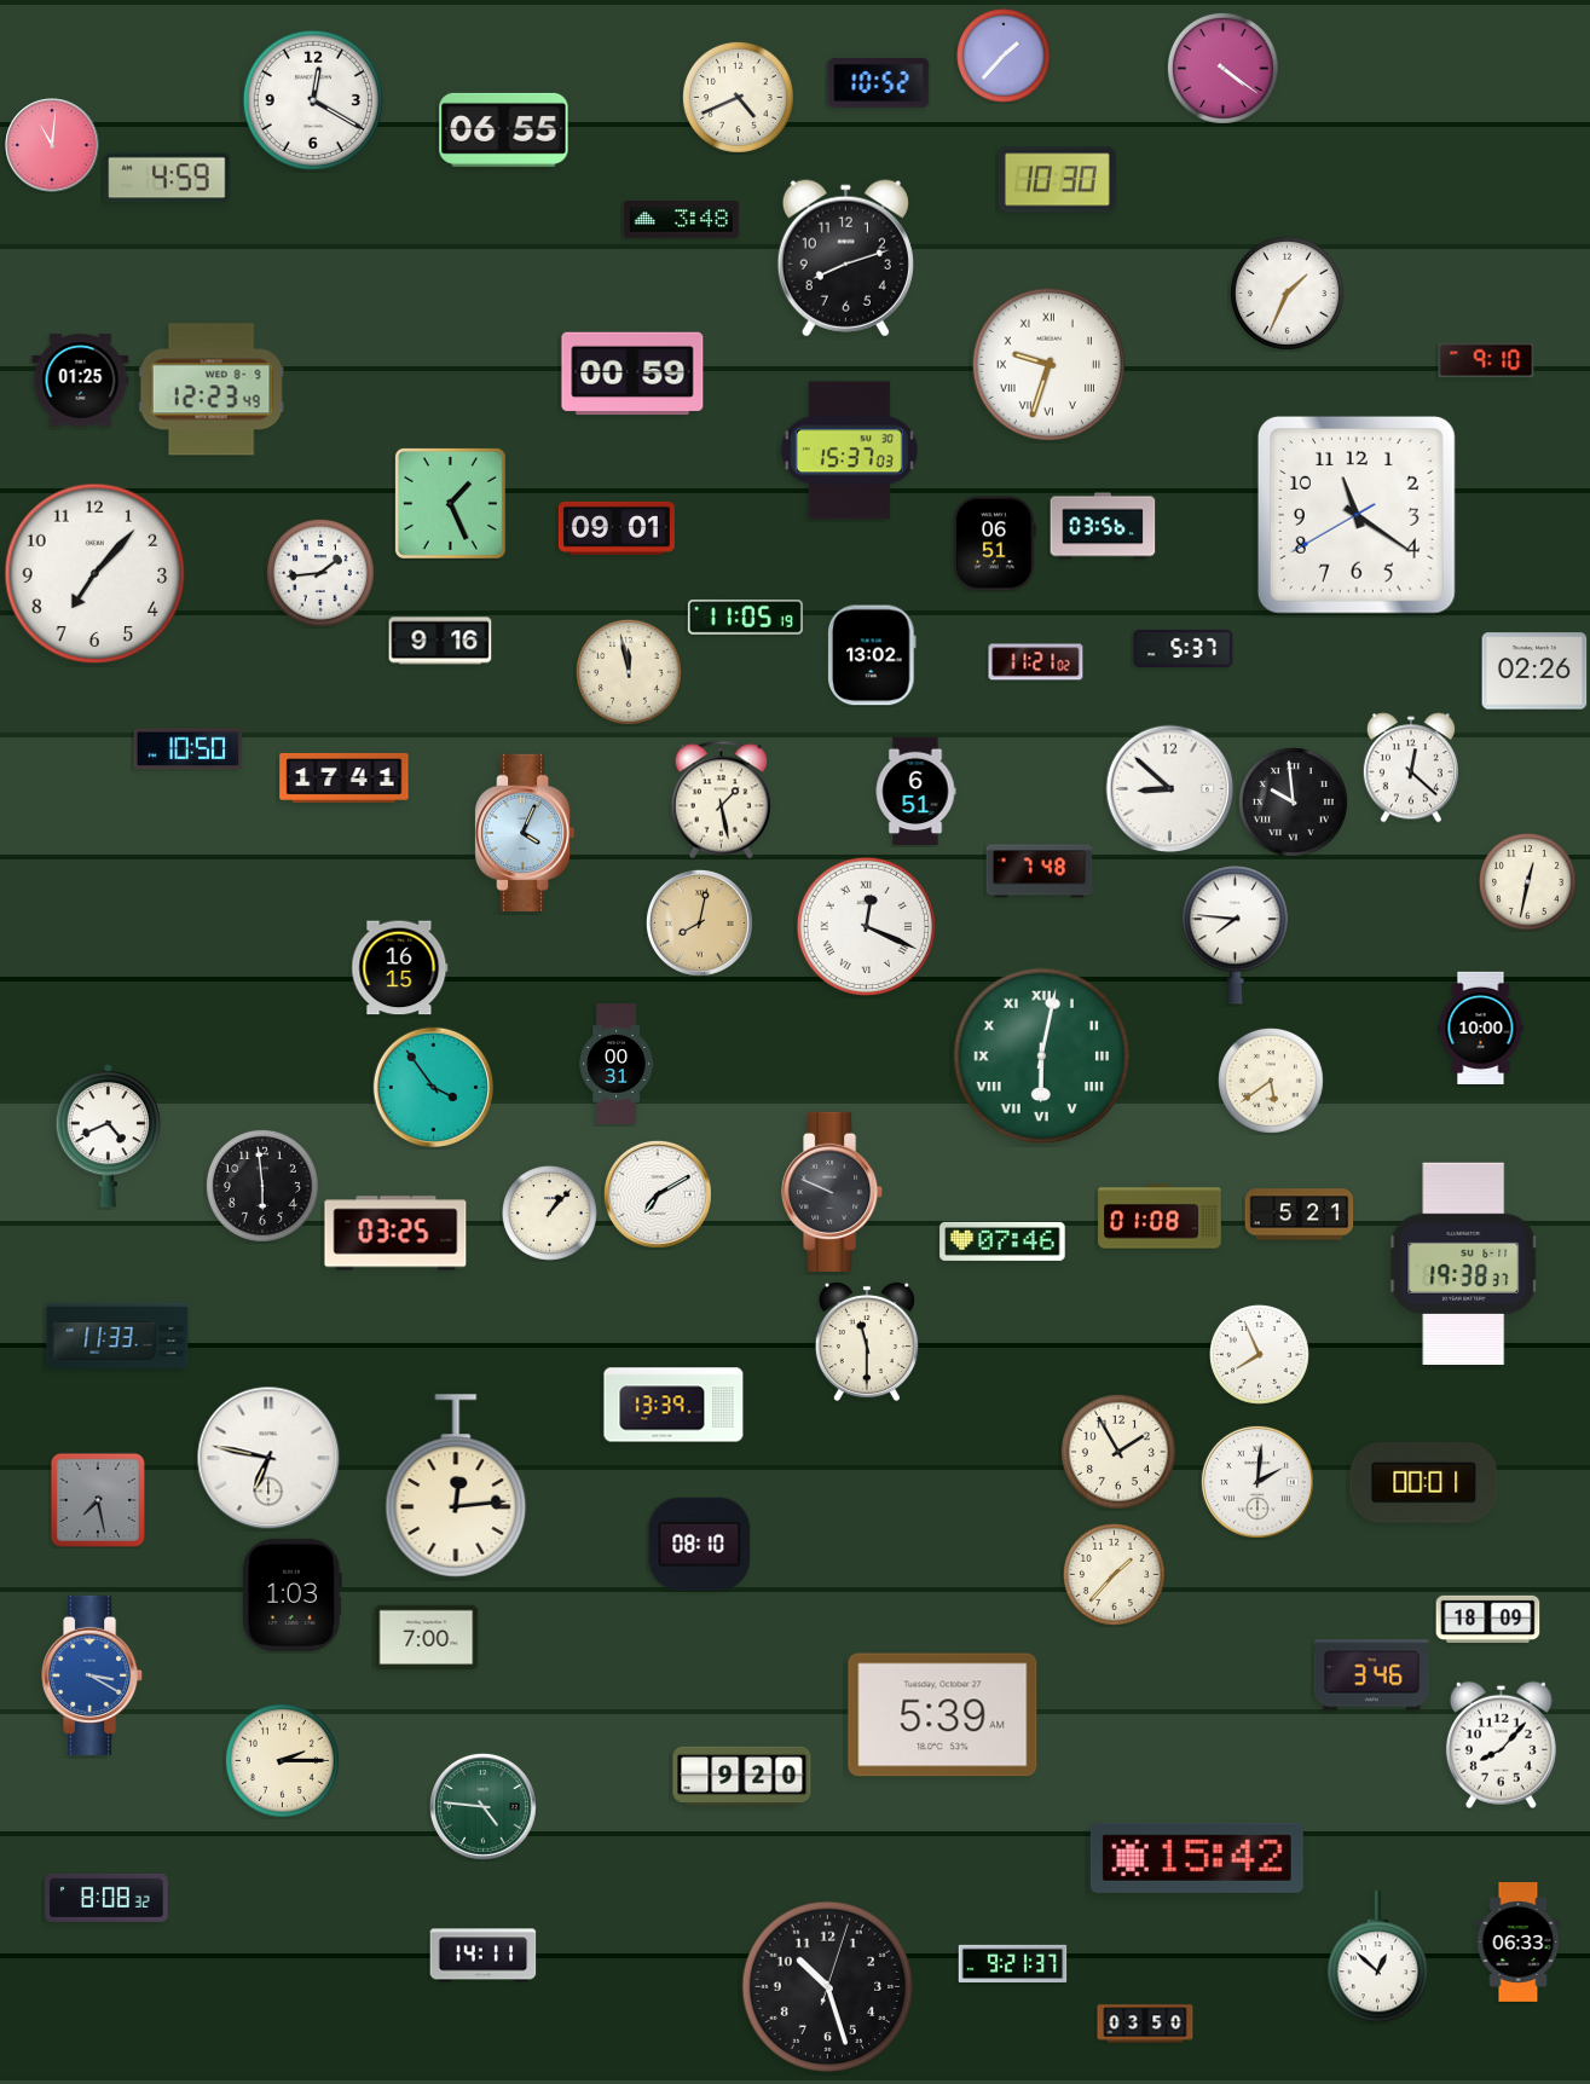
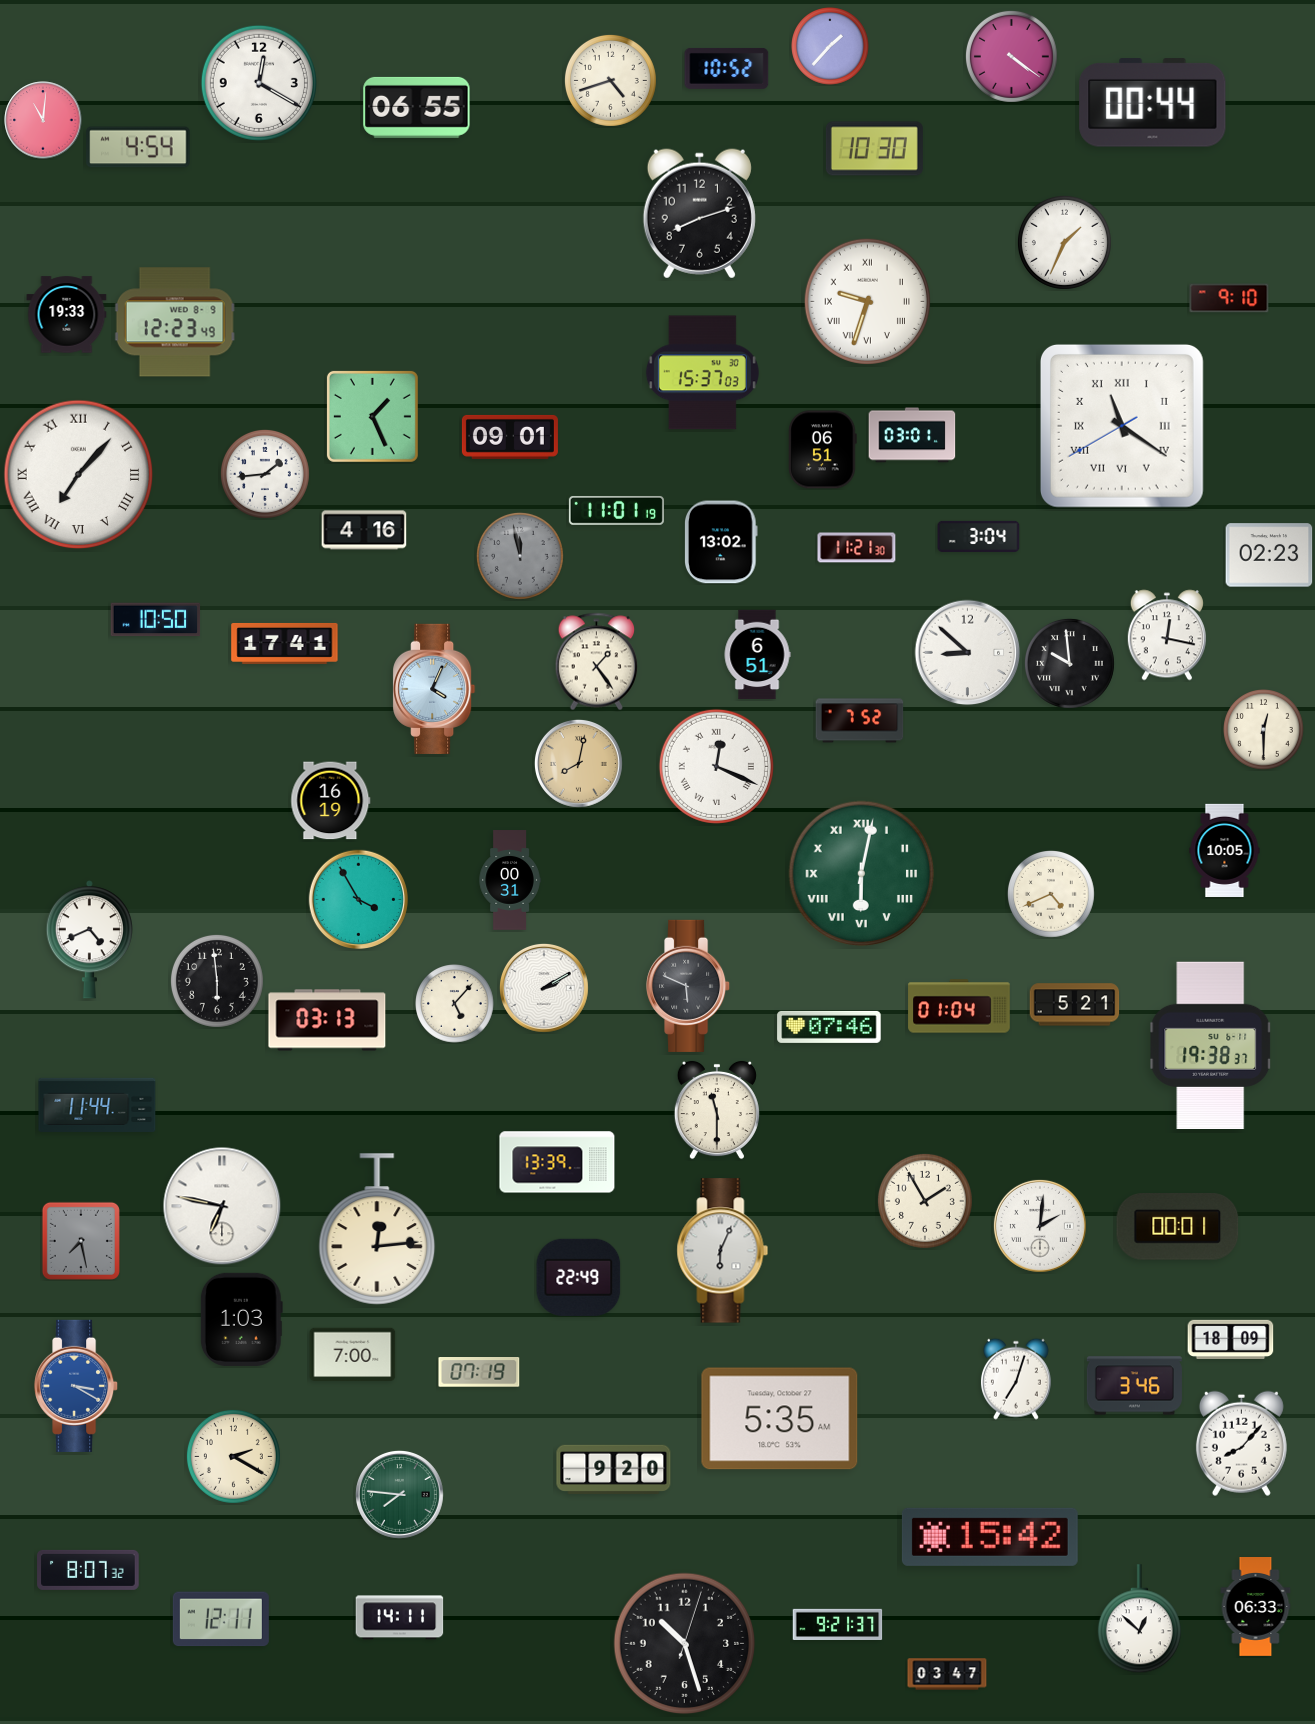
clock at (738, 97): 4:41 -> 4:42
clock at (1153, 103): none -> 00:44
clock at (167, 178): 4:59 -> 4:54
clock at (681, 220): 3:48 -> none
clock at (632, 374): 00:59 -> none
clock at (81, 381): 01:25 -> 19:33
clock at (1357, 515) numerals: Arabic -> Roman
clock at (1103, 526): 03:56 -> 03:01
clock at (96, 574) numerals: Arabic -> Roman
clock at (745, 618): 11:05 -> 11:01
clock at (440, 641): 9:16 -> 4:16
clock at (1184, 648): 5:37 -> 3:04
clock at (1036, 662): 11:21:02 -> 11:21:30
clock at (1534, 671): 02:26 -> 02:23
clock at (629, 672) dial: cream -> grey
clock at (1411, 768): 12:22 -> 12:17
clock at (722, 800): 1:28 -> 1:24
clock at (1040, 872): 7:48 -> 7:52
clock at (1528, 882): 12:32 -> 12:30
clock at (1235, 936): 7:46 -> none
clock at (400, 968): 16:15 -> 16:19
clock at (1481, 1027): 10:00 -> 10:05
clock at (1271, 1081): 5:39 -> 4:41
clock at (433, 1087): 3:54 -> 3:55
clock at (833, 1192): 9:49 -> 5:49
clock at (658, 1194): 7:10 -> 2:10
clock at (550, 1214): 1:07 -> 5:07
clock at (1160, 1216): 01:08 -> 01:04
clock at (395, 1233): 03:25 -> 03:13
clock at (117, 1336): 11:33 -> 11:44
clock at (1260, 1355): 7:56 -> none
clock at (723, 1251): none -> 6:04
clock at (700, 1544): 08:10 -> 22:49
clock at (1115, 1575): 1:37 -> none
clock at (479, 1372): none -> 07:19
clock at (1016, 1379): none -> 7:03
clock at (943, 1715): 5:39 -> 5:35
clock at (282, 1760): 2:15 -> 2:20
clock at (482, 1806): 4:46 -> 7:46
clock at (106, 1898): 8:08 -> 8:07
clock at (221, 1619): none -> 12:11
clock at (1145, 2024): 03:50 -> 03:47
